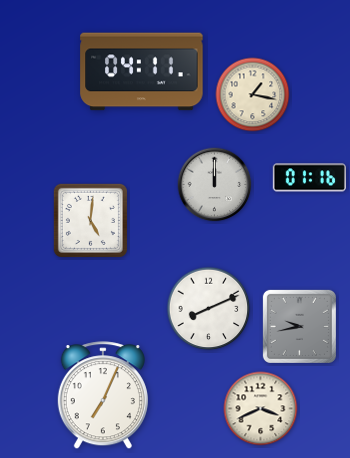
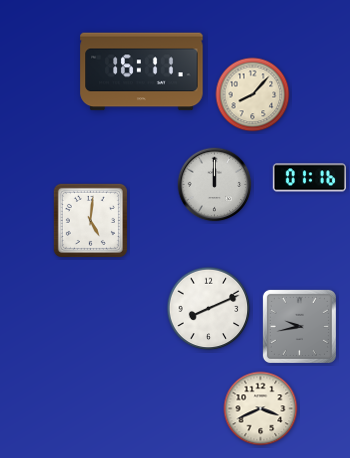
clock at (142, 72): 04:11 -> 16:11
clock at (253, 95): 1:17 -> 8:07
clock at (103, 396): 7:04 -> none
